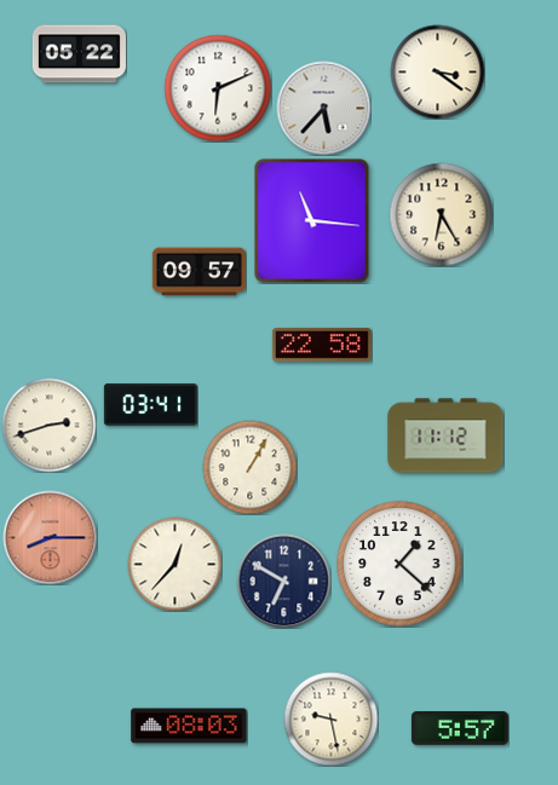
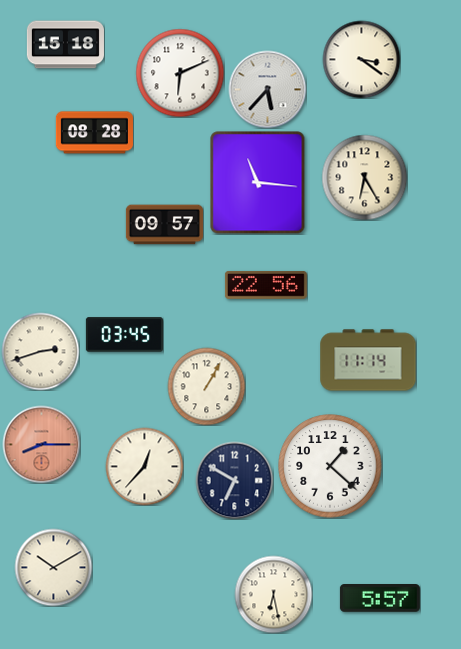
clock at (79, 54): 05:22 -> 15:18
clock at (94, 133): none -> 08:28
clock at (322, 345): 22:58 -> 22:56
clock at (150, 405): 03:41 -> 03:45
clock at (445, 435): 11:12 -> 11:14
clock at (53, 567): none -> 10:10
clock at (330, 718): 9:28 -> 6:28
clock at (189, 726): 08:03 -> none
clock at (460, 729) position: (460, 729) -> (380, 599)
